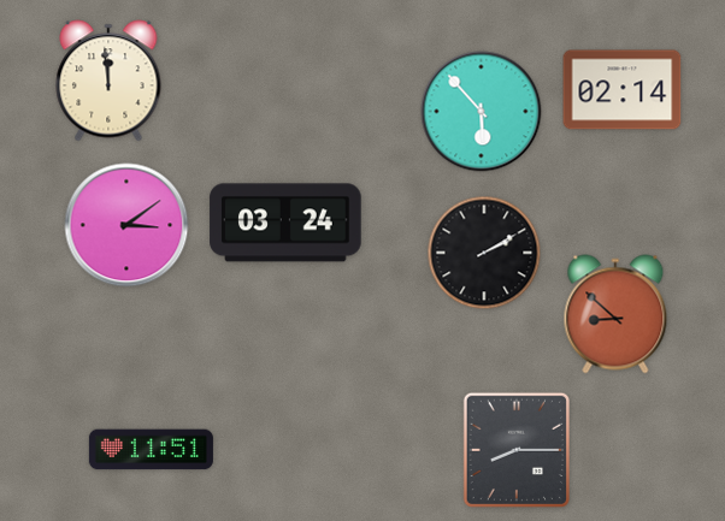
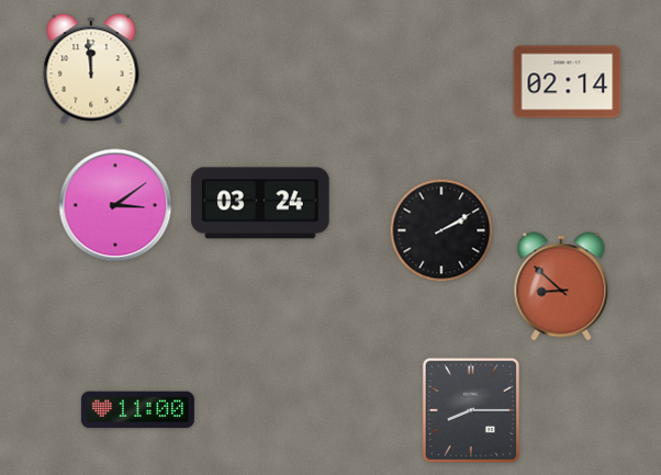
clock at (108, 81) position: (108, 81) -> (91, 69)
clock at (482, 112): 5:53 -> none
clock at (151, 450): 11:51 -> 11:00
